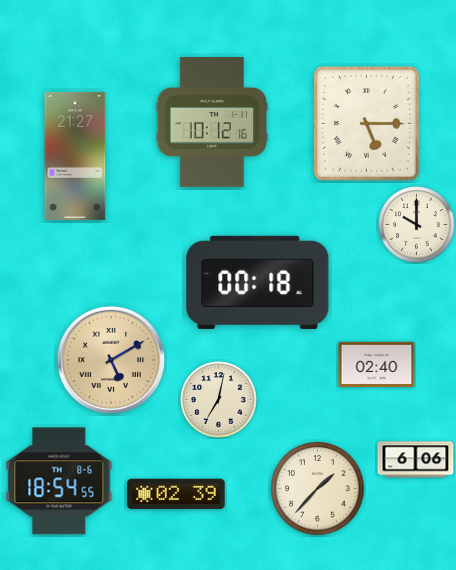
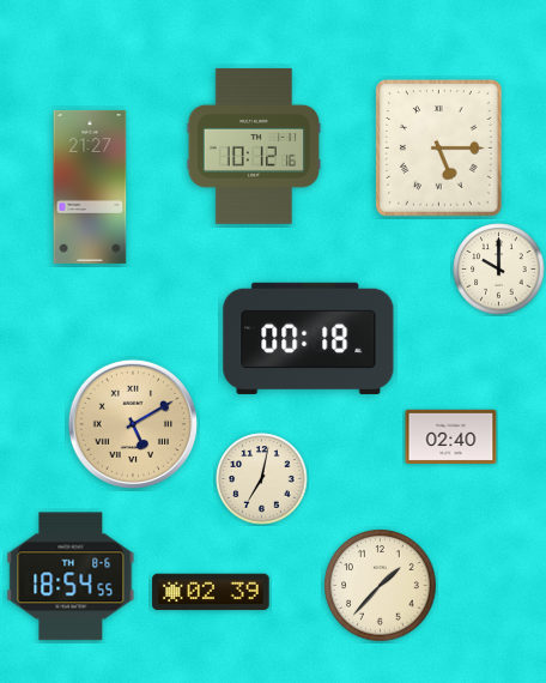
clock at (111, 360) position: (111, 360) -> (133, 424)
clock at (416, 460): 6:06 -> none
